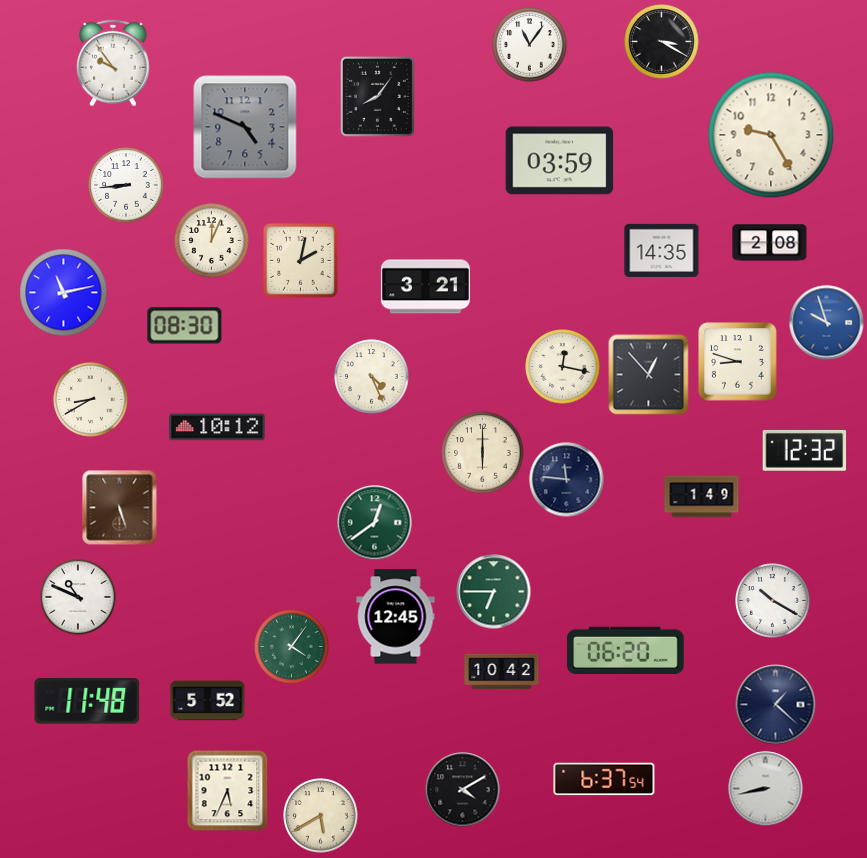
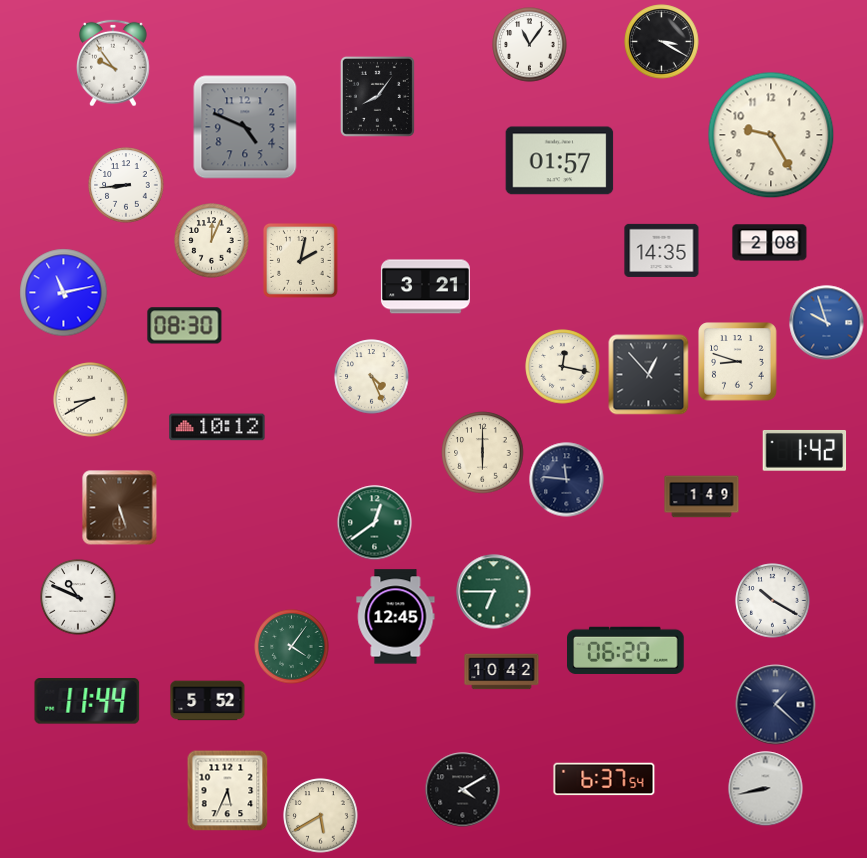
clock at (560, 161): 03:59 -> 01:57
clock at (805, 450): 12:32 -> 1:42
clock at (87, 701): 11:48 -> 11:44
